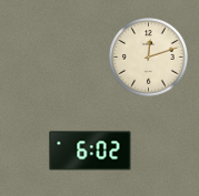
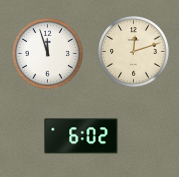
clock at (48, 54): none -> 11:57
